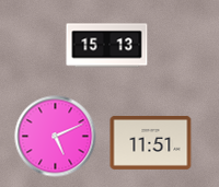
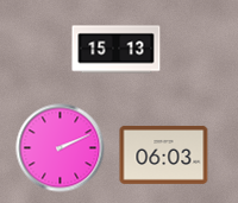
clock at (56, 137): 5:11 -> 2:11
clock at (151, 142): 11:51 -> 06:03
